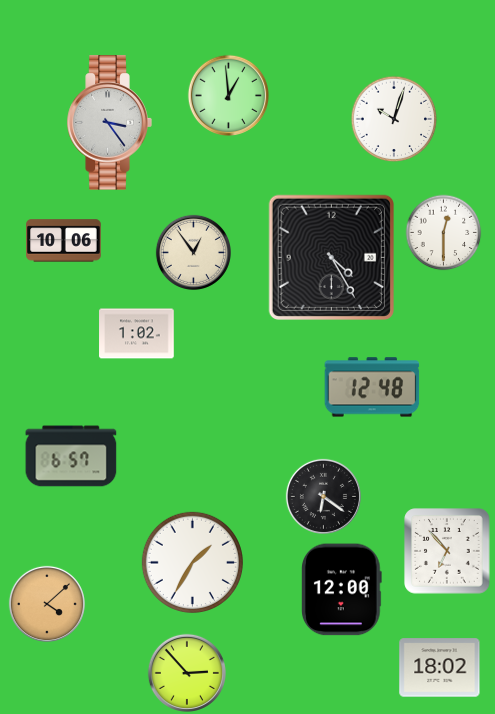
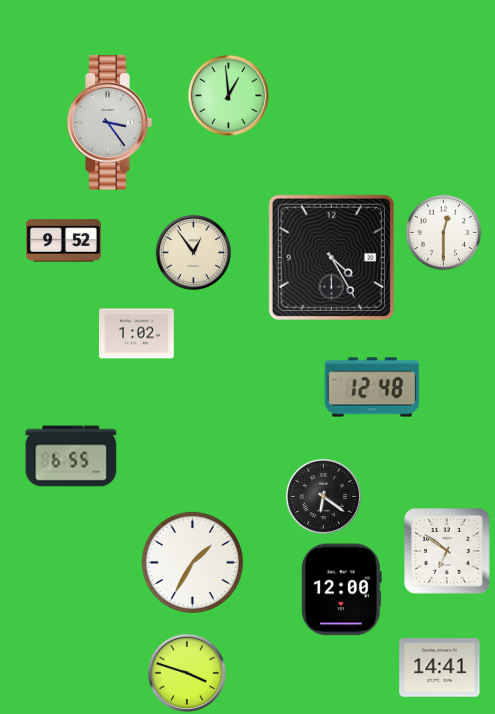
clock at (394, 119): 10:03 -> none
clock at (64, 241): 10:06 -> 9:52
clock at (71, 456): 6:57 -> 6:55
clock at (447, 551): 6:53 -> 6:51
clock at (47, 604): 4:08 -> none
clock at (440, 668): 18:02 -> 14:41
clock at (187, 673): 2:53 -> 3:48
